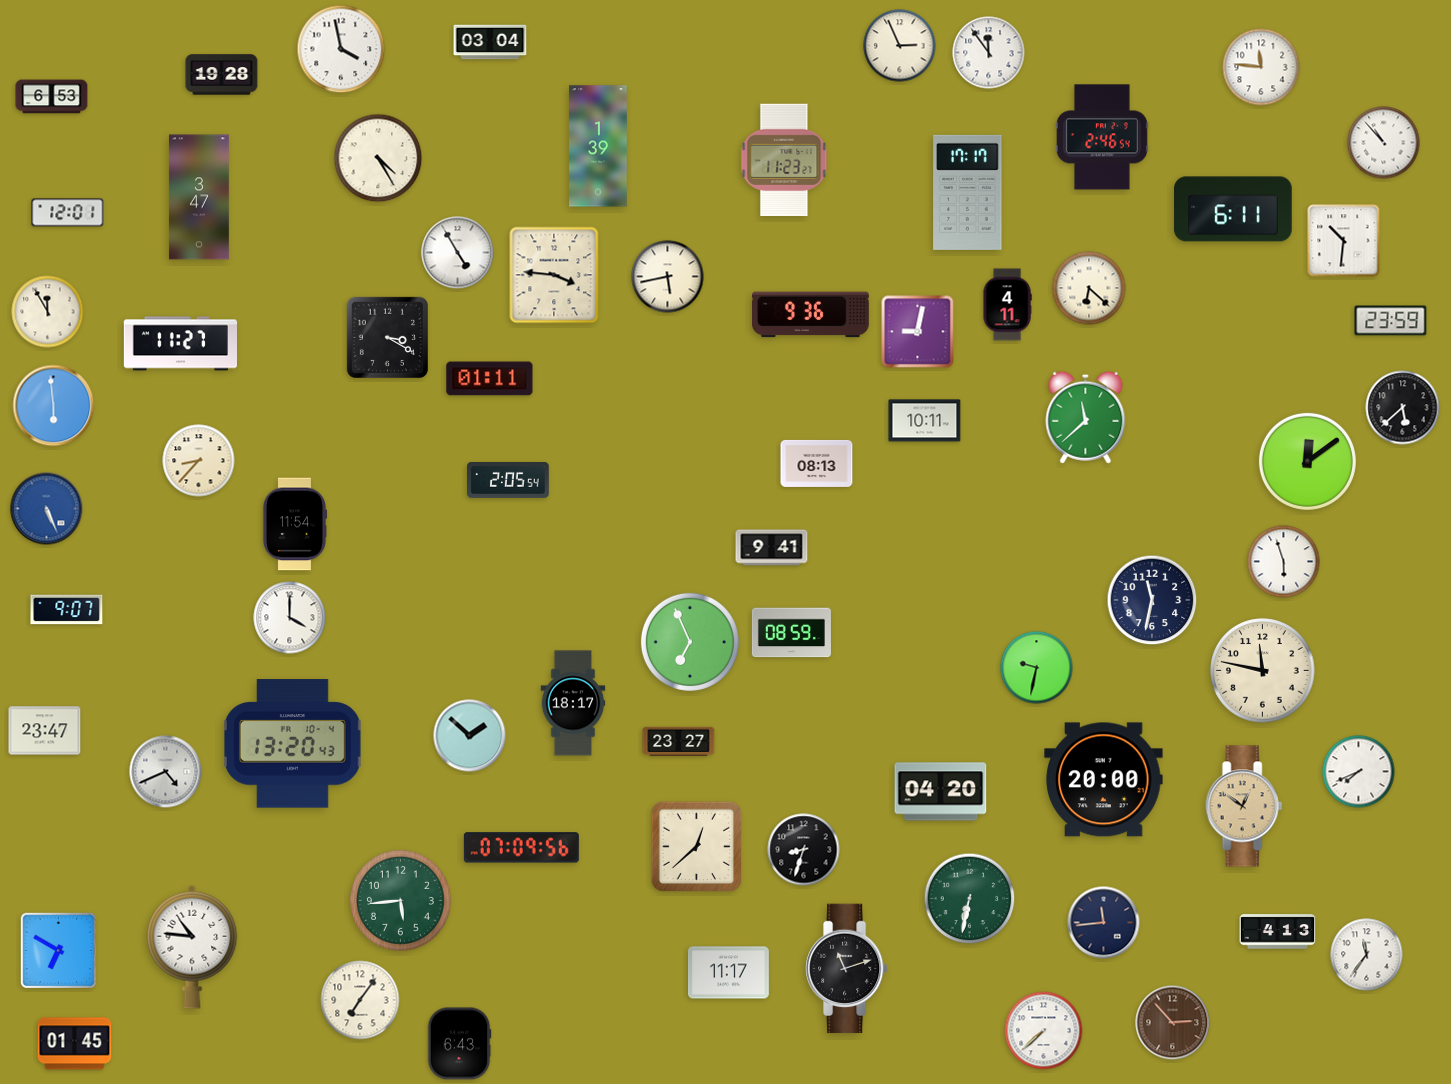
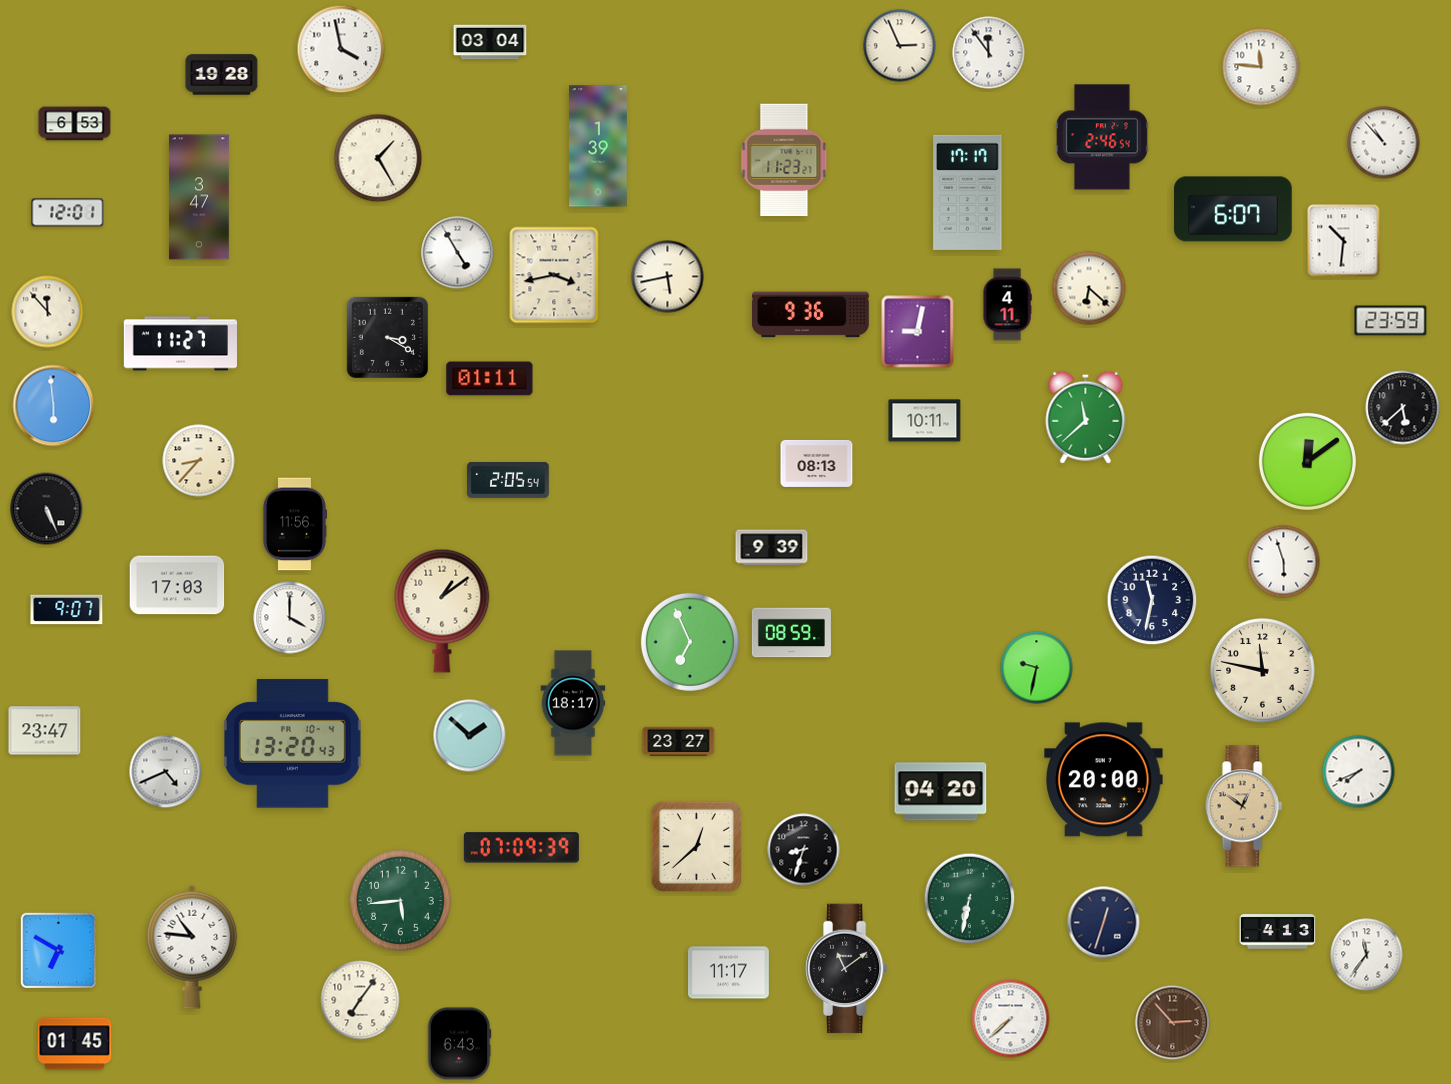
clock at (52, 97) position: (52, 97) -> (75, 124)
clock at (378, 158): 4:25 -> 1:25
clock at (1233, 209): 6:11 -> 6:07
clock at (554, 275): 3:46 -> 3:43
clock at (48, 312): 11:55 -> 11:53
clock at (47, 509) dial: blue -> black
clock at (294, 524): 11:54 -> 11:56
clock at (772, 548): 9:41 -> 9:39
clock at (177, 585): none -> 17:03
clock at (442, 611): none -> 1:09
clock at (521, 848): 07:09:56 -> 07:09:39
clock at (1104, 923): 11:44 -> 12:33
clock at (847, 969): 11:12 -> 11:09
clock at (1044, 1031) position: (1044, 1031) -> (1011, 1019)
